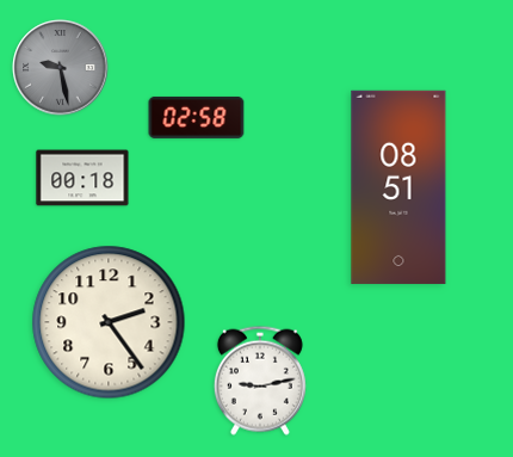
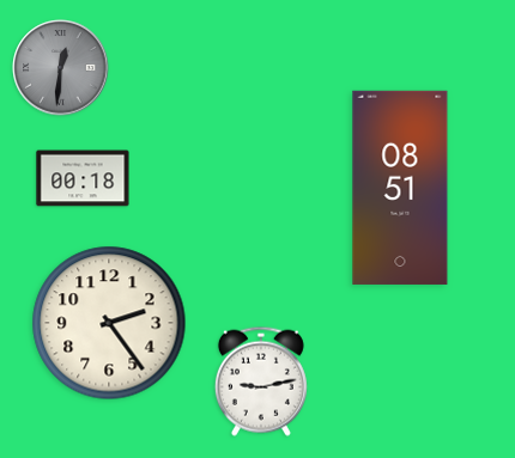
clock at (61, 68): 9:28 -> 12:31
clock at (197, 117): 02:58 -> none
